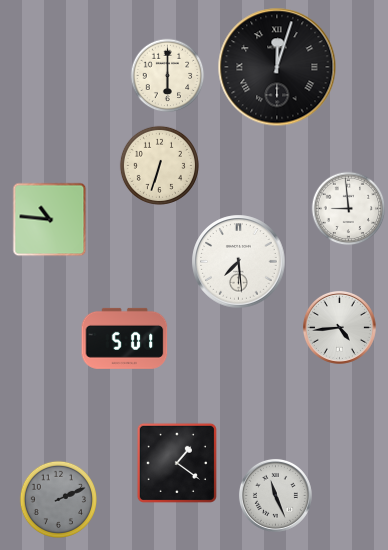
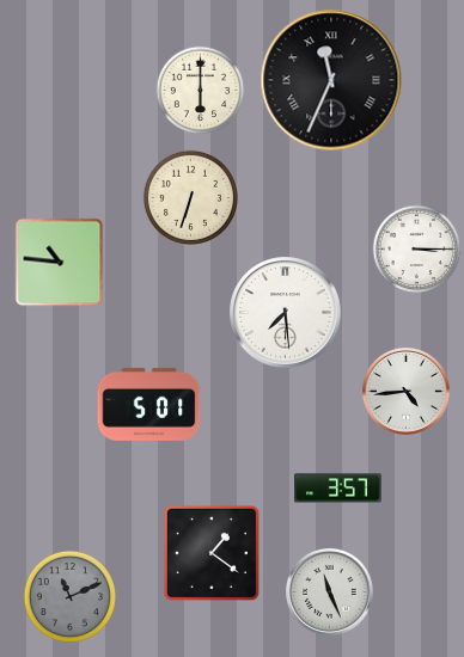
clock at (277, 67): 12:03 -> 11:34
clock at (349, 209): 8:59 -> 3:15
clock at (338, 489): none -> 3:57
clock at (58, 499): 2:11 -> 11:11
